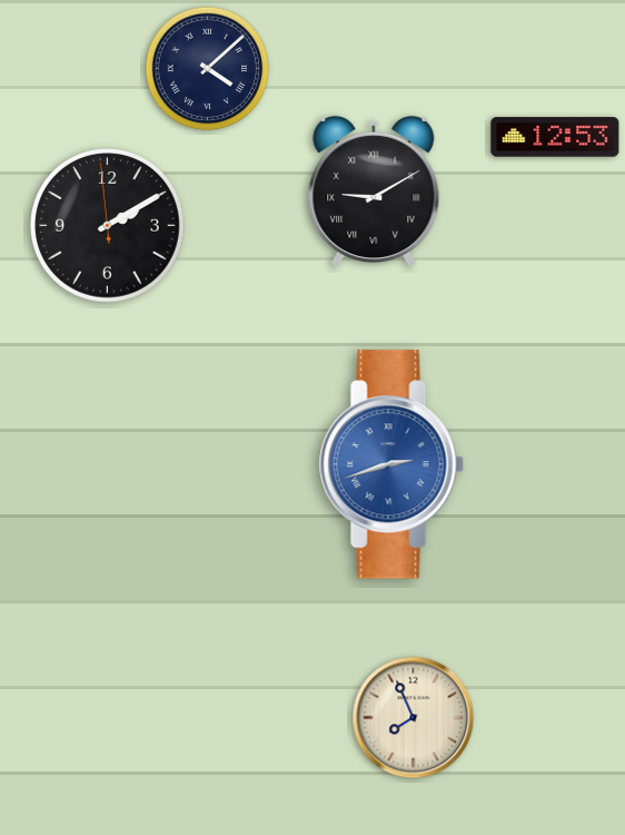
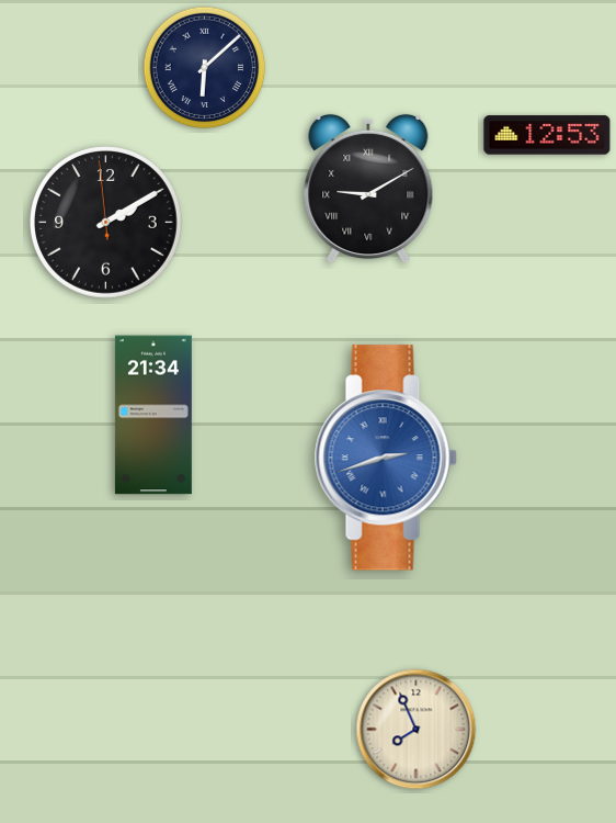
clock at (208, 69): 4:08 -> 6:08
clock at (153, 415): none -> 21:34
clock at (414, 718) position: (414, 718) -> (417, 730)
